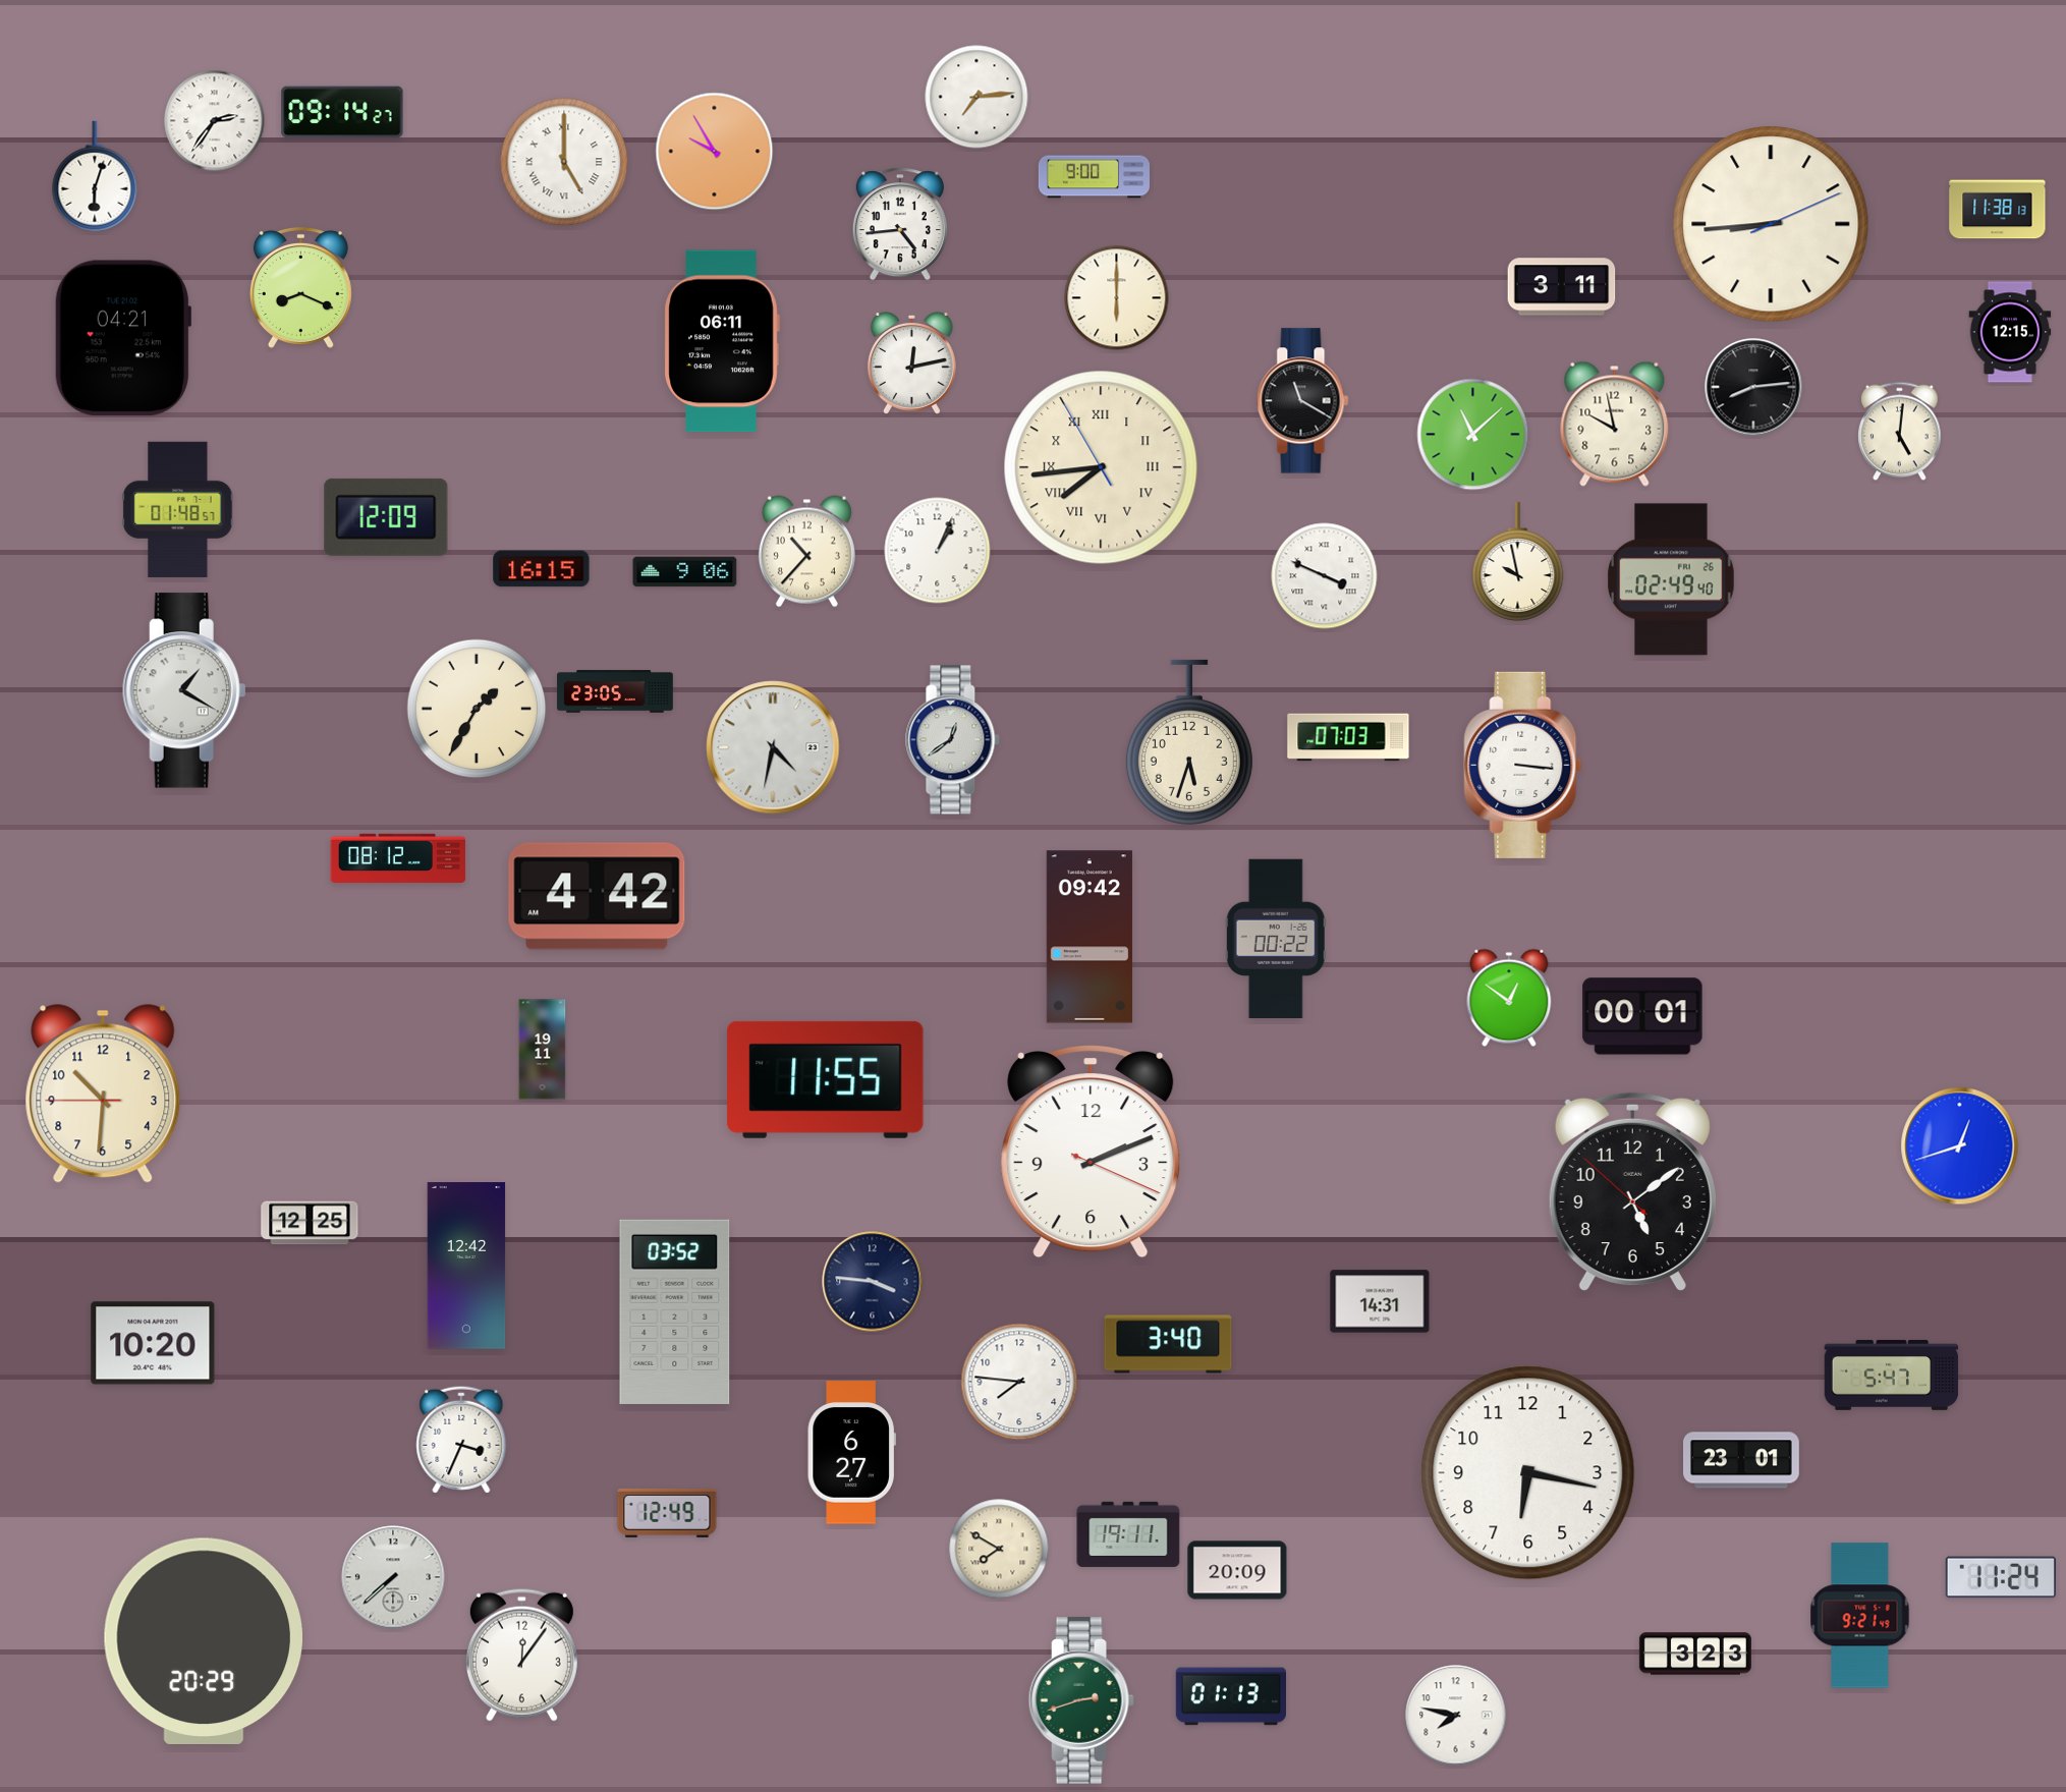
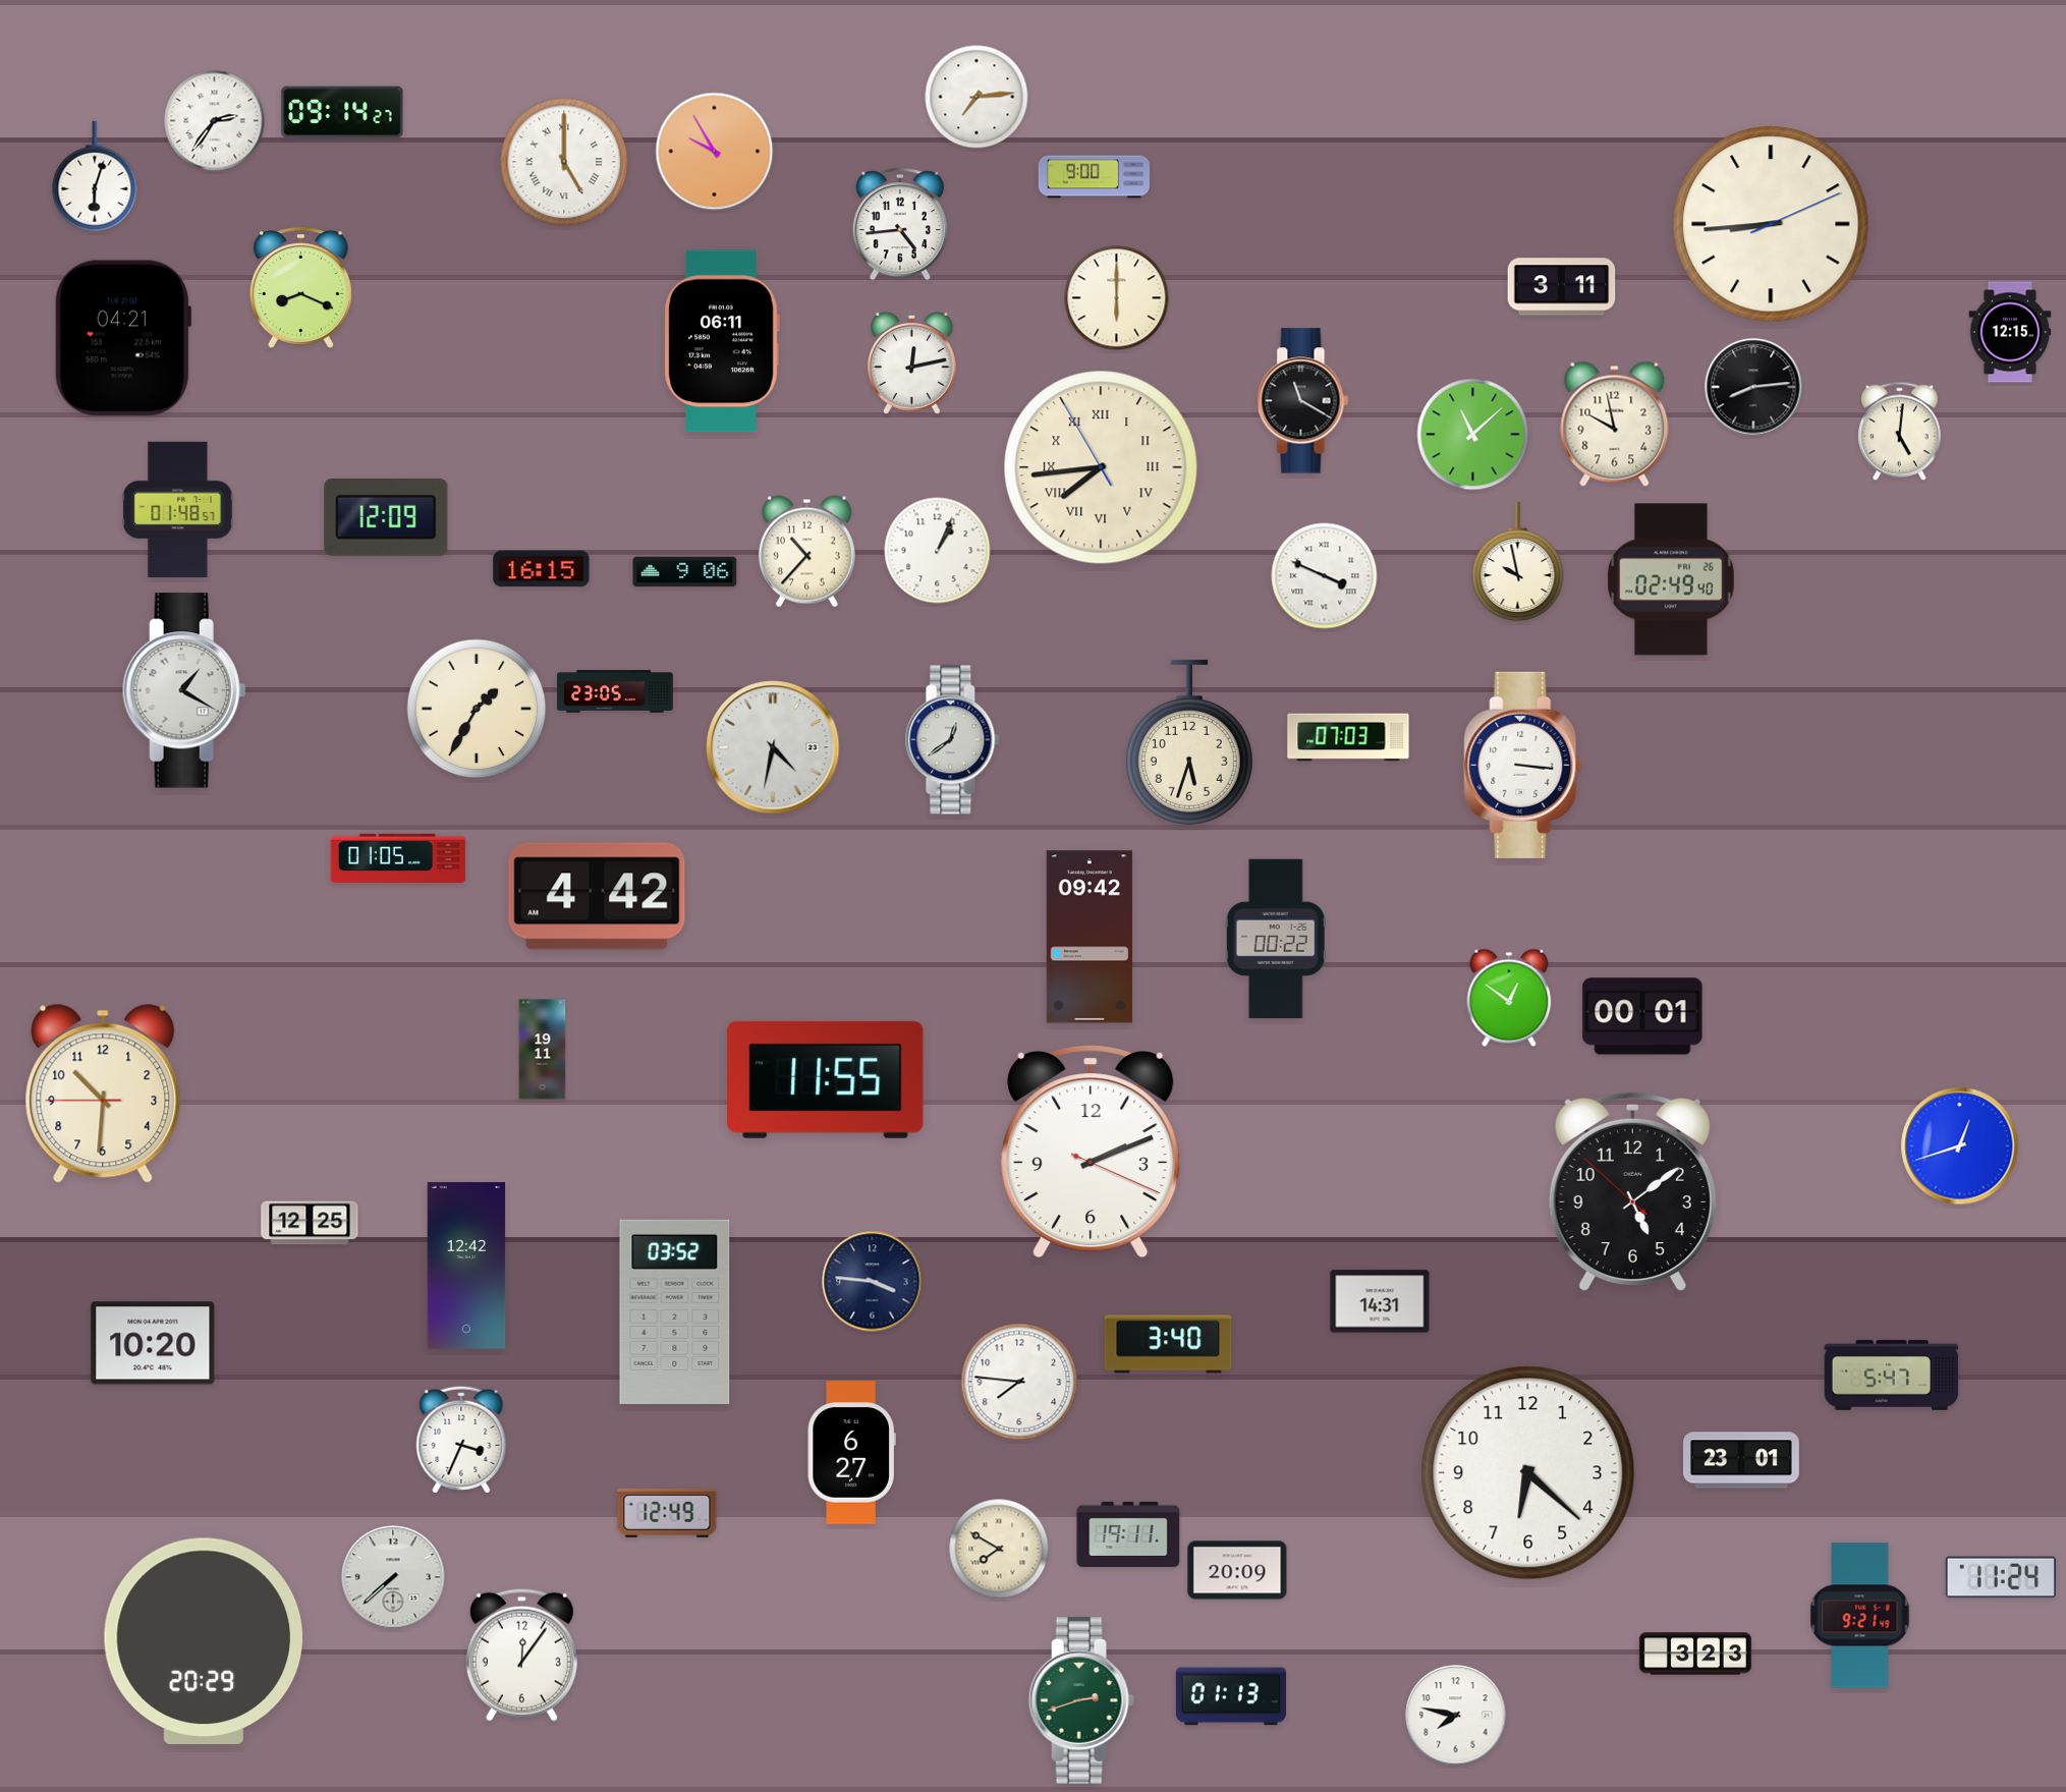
clock at (1998, 210): 11:38 -> none
clock at (398, 858): 08:12 -> 01:05
clock at (1528, 1473): 6:17 -> 6:22
